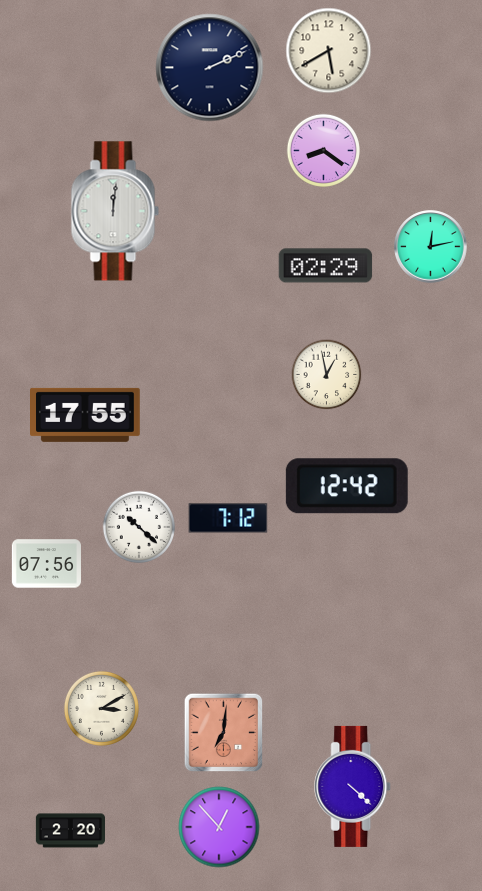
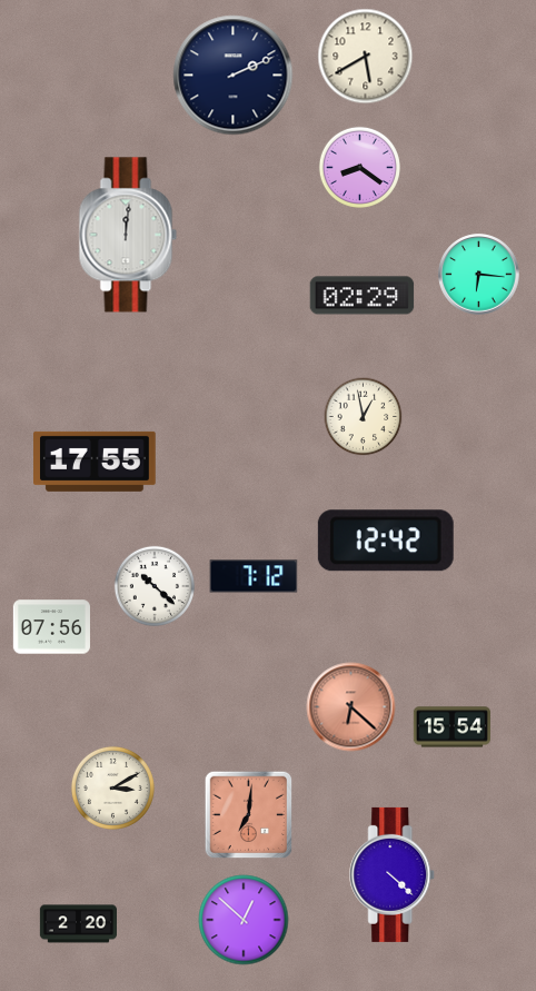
clock at (431, 247): 12:13 -> 6:16
clock at (351, 707): none -> 6:22
clock at (451, 727): none -> 15:54
clock at (219, 827): 12:53 -> 12:52
